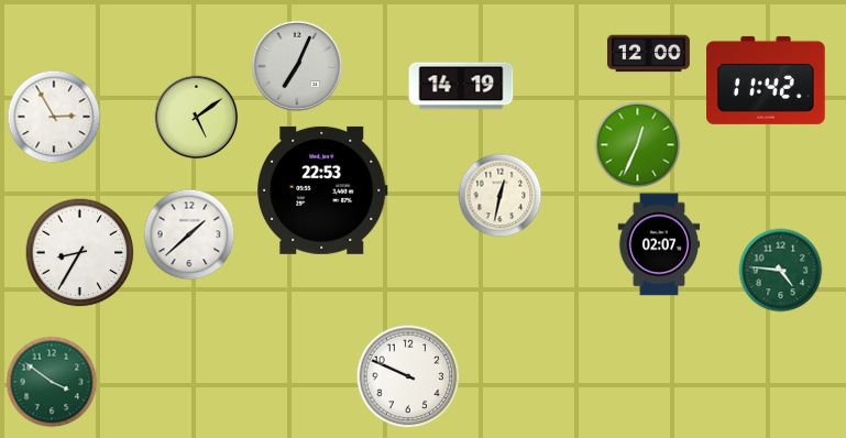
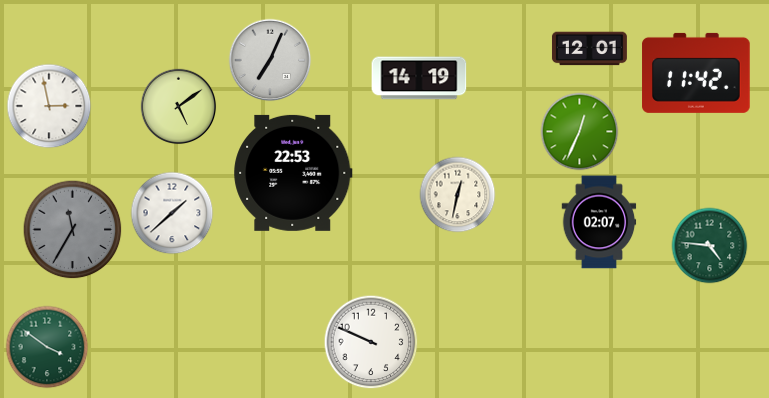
clock at (648, 54): 12:00 -> 12:01
clock at (54, 117): 2:55 -> 2:58
clock at (501, 196) position: (501, 196) -> (458, 195)
clock at (80, 253): 8:35 -> 11:35
clock at (80, 253) dial: white -> grey
